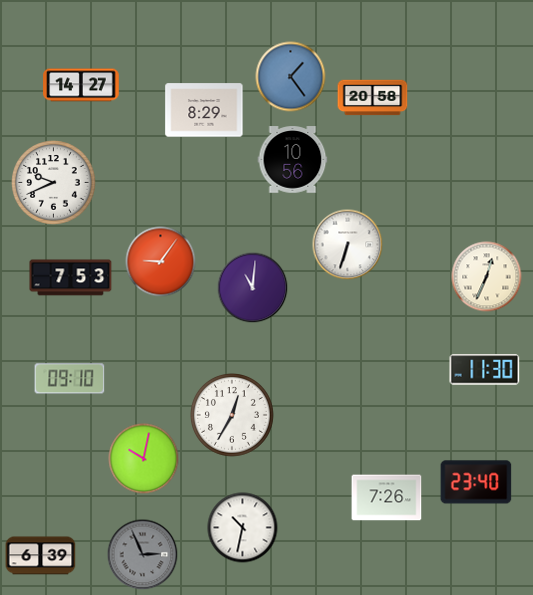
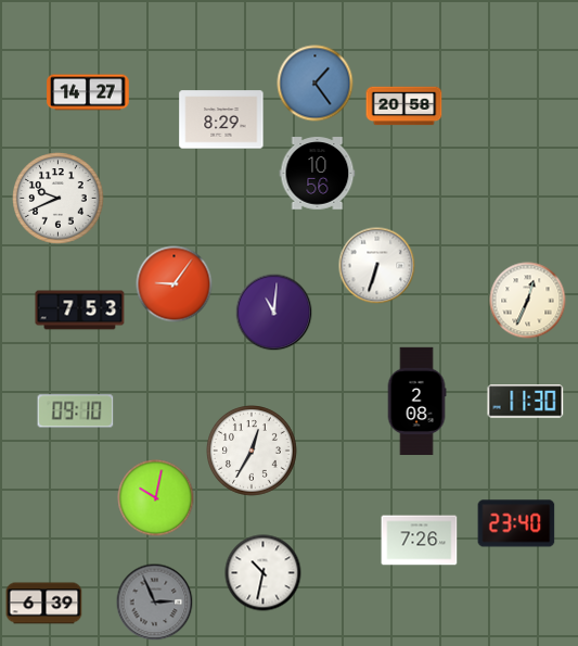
clock at (71, 278) position: (71, 278) -> (80, 311)
clock at (416, 402): none -> 2:08
